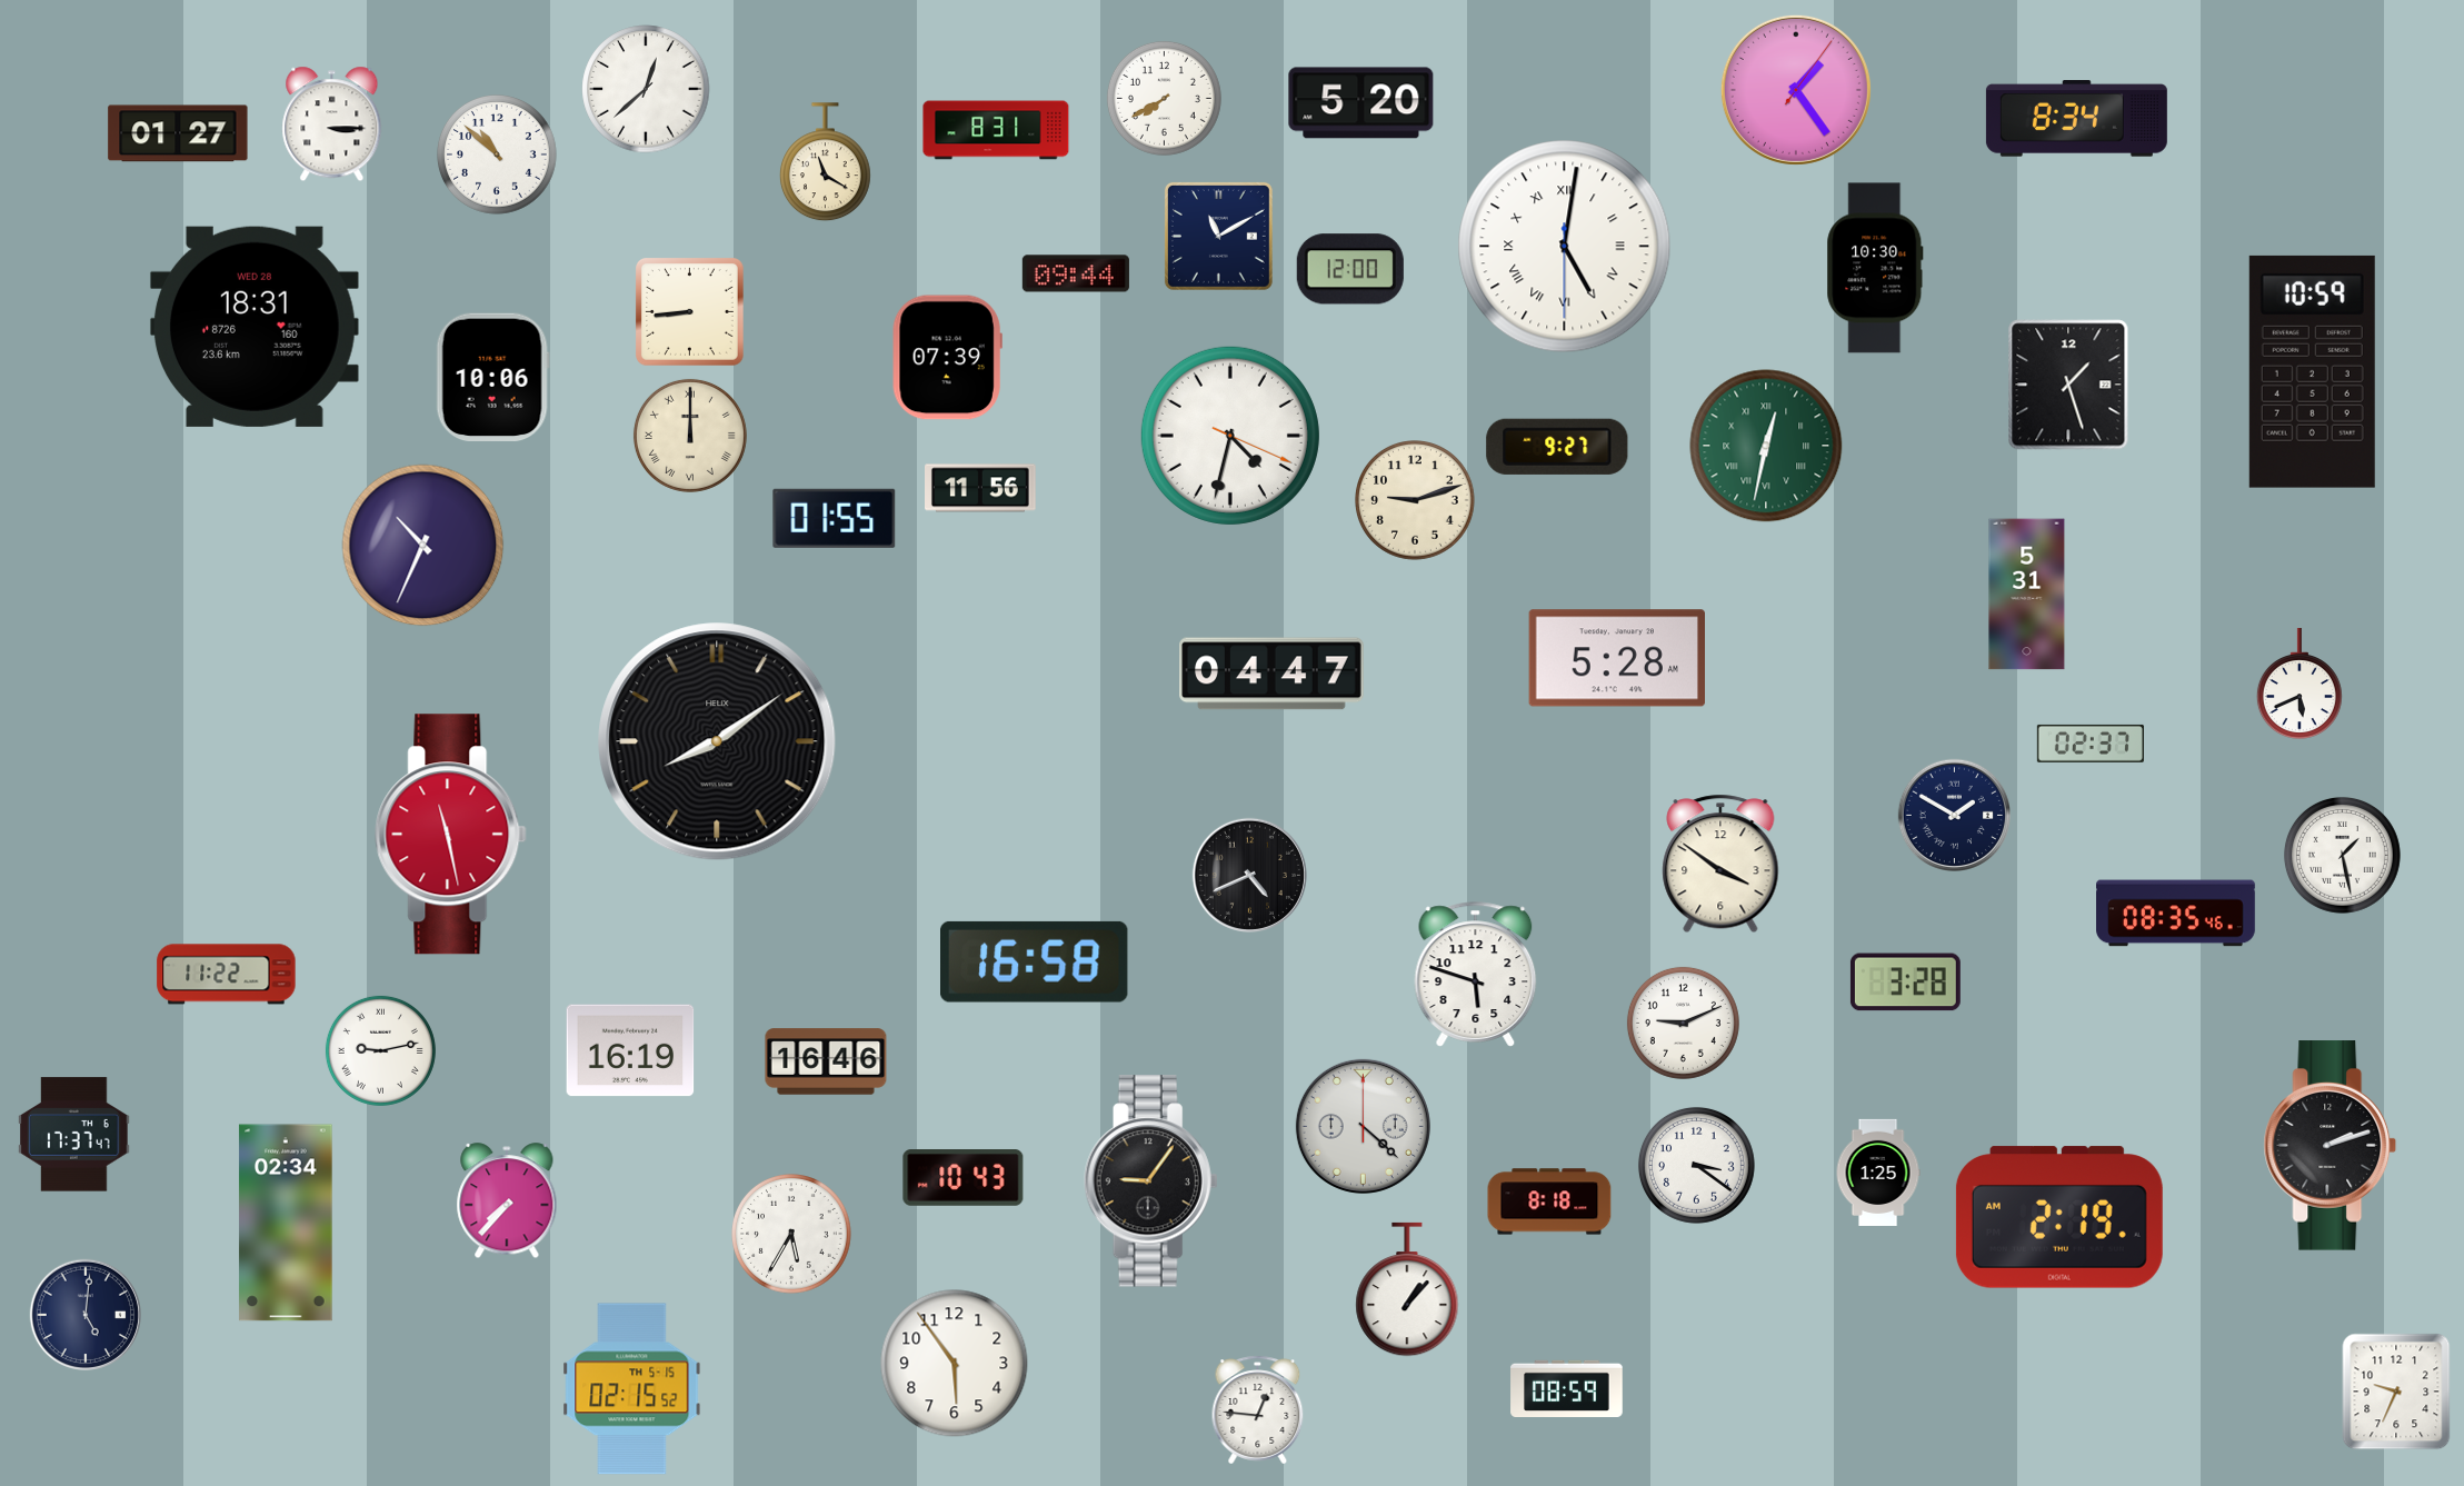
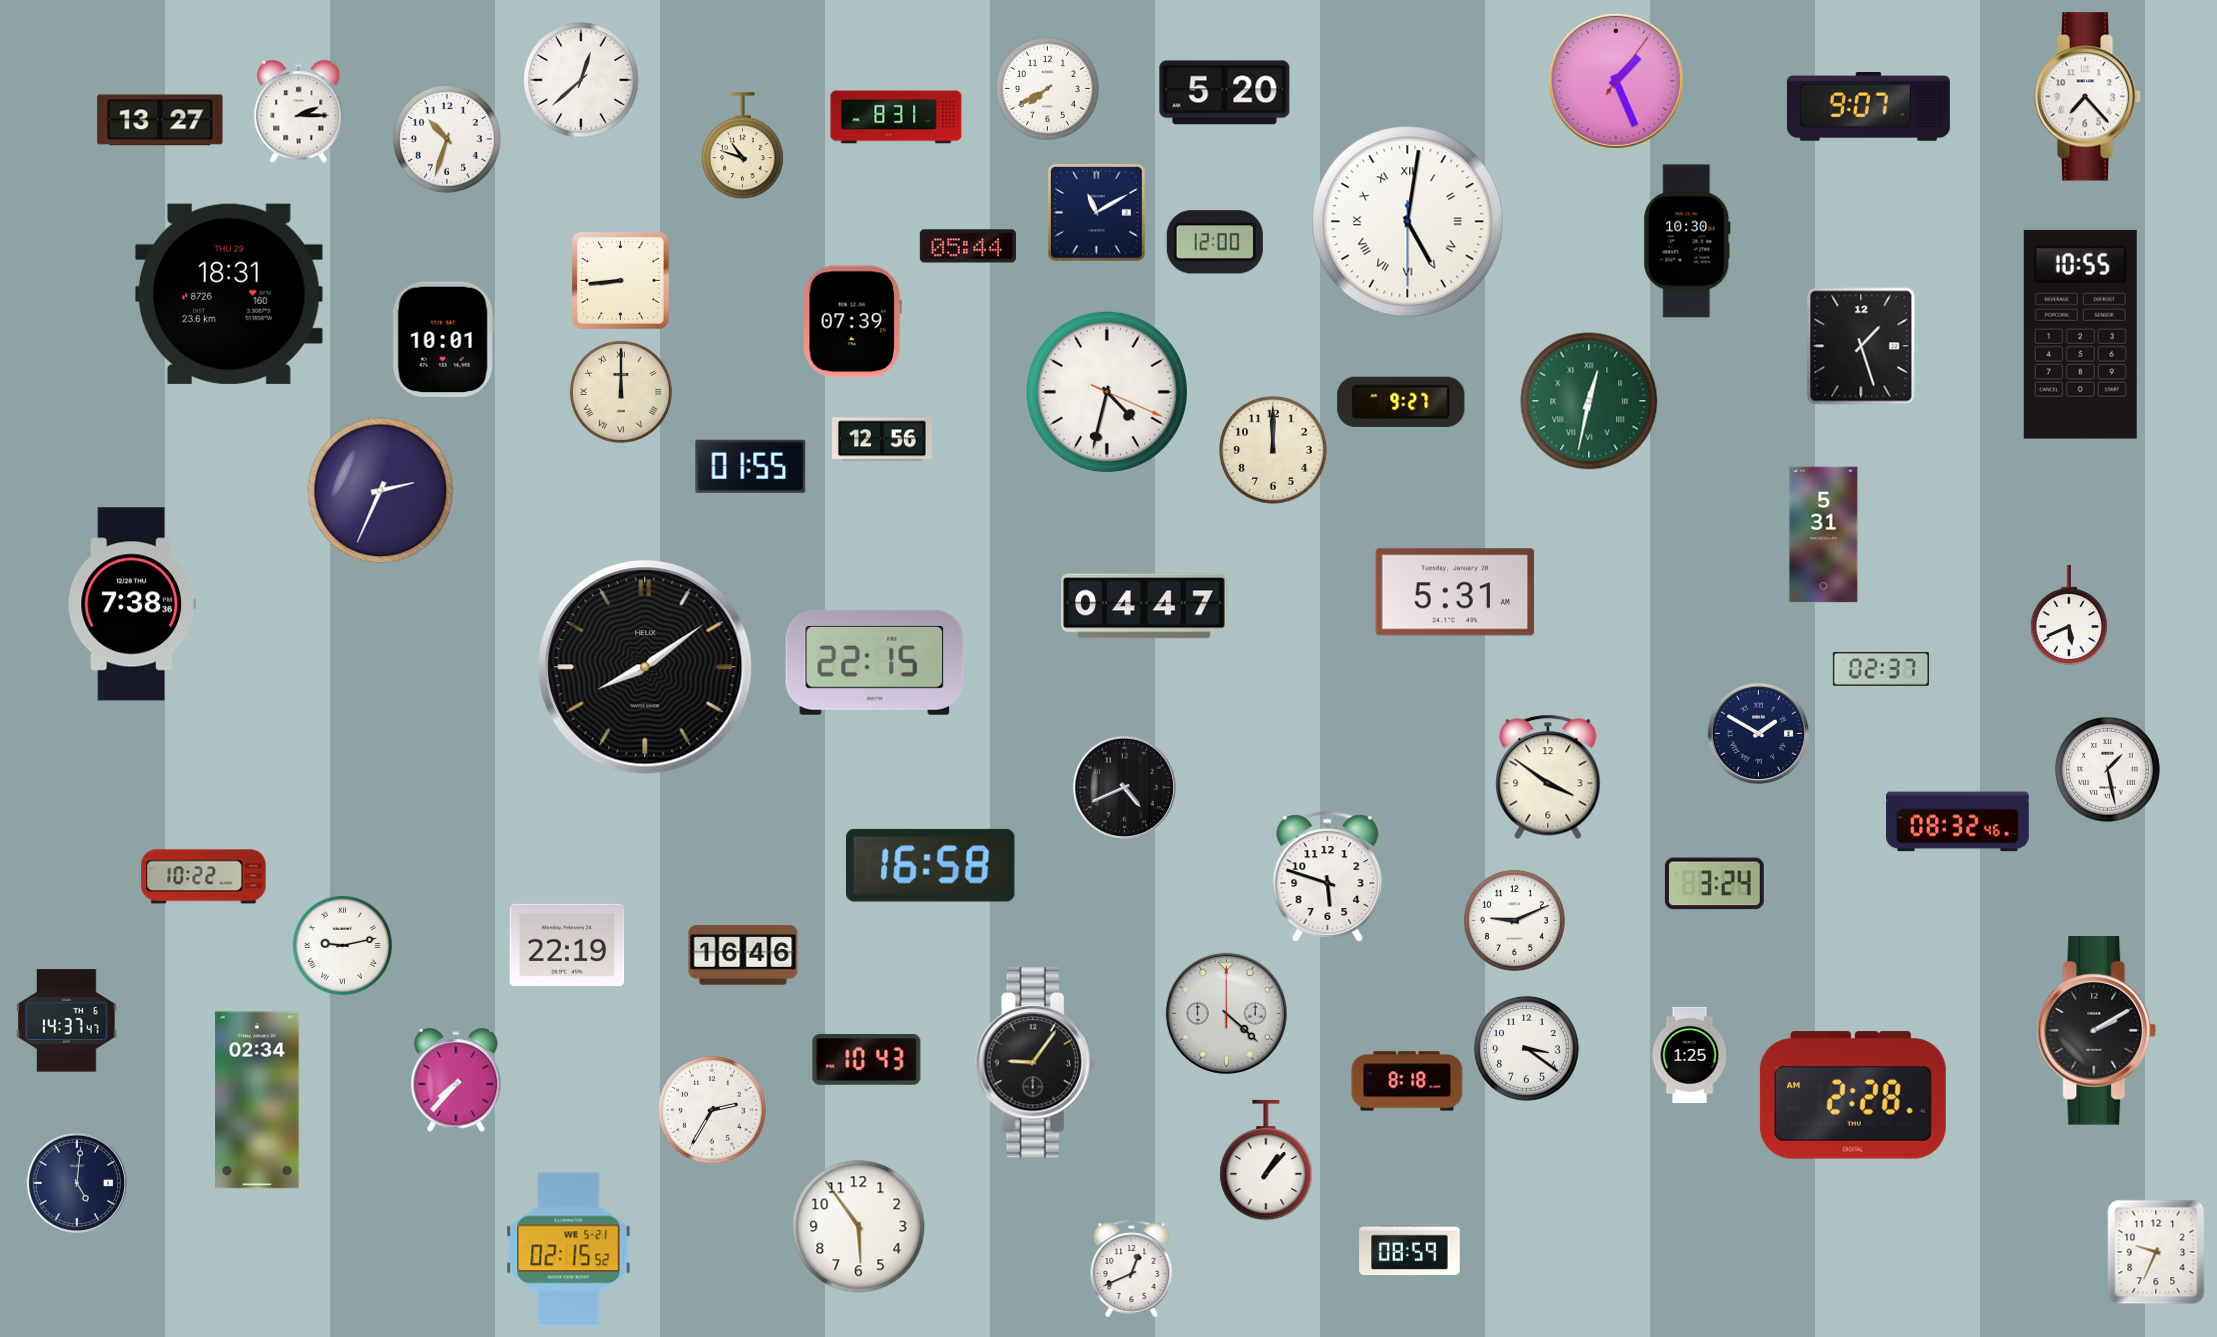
clock at (1796, 90): 1:24 -> 1:26
clock at (2088, 97): none -> 7:23
clock at (2076, 119): 8:34 -> 9:07
clock at (332, 124): 3:15 -> 2:15
clock at (178, 133): 01:27 -> 13:27
clock at (498, 156): 10:52 -> 10:33
clock at (825, 162): 11:20 -> 10:48
clock at (1076, 273): 09:44 -> 05:44
clock at (255, 327) date: WED 28 -> THU 29
clock at (2312, 371): 10:59 -> 10:55
clock at (492, 377): 10:06 -> 10:01
clock at (981, 488): 11:56 -> 12:56
clock at (1416, 501): 9:12 -> 12:00
clock at (423, 546): 10:34 -> 2:34
clock at (1616, 658): 5:28 -> 5:31
clock at (132, 604): none -> 7:38
clock at (875, 662): none -> 22:15
clock at (451, 835): 11:28 -> none
clock at (2176, 914): 08:35 -> 08:32
clock at (227, 975): 11:22 -> 10:22
clock at (1905, 983): 3:28 -> 3:24
clock at (630, 1050): 16:19 -> 22:19
clock at (74, 1135): 17:37 -> 14:37
clock at (2331, 1146): 2:12 -> 2:10
clock at (1549, 1201) position: (1549, 1201) -> (1407, 1081)
clock at (2059, 1217): 2:19 -> 2:28
clock at (792, 1235): 5:35 -> 2:35
clock at (632, 1389) date: TH 5-15 -> WE 5-21
clock at (1258, 1410): 12:46 -> 12:41
